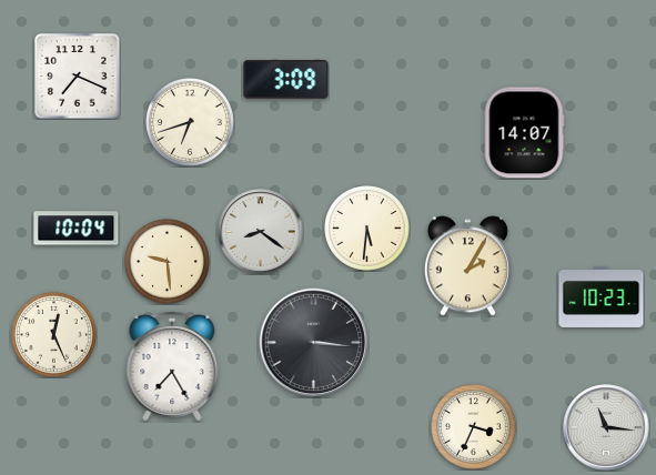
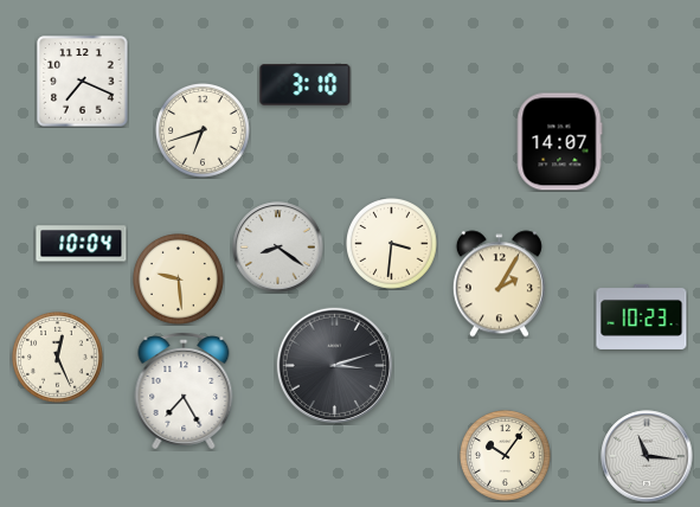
clock at (286, 80): 3:09 -> 3:10
clock at (367, 229): 5:31 -> 3:31
clock at (313, 342): 3:16 -> 3:12
clock at (474, 427): 3:34 -> 10:06
